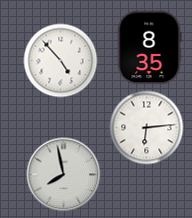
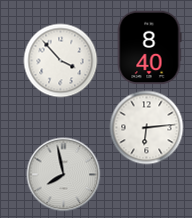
clock at (149, 48): 8:35 -> 8:40
clock at (61, 61): 4:53 -> 3:53
